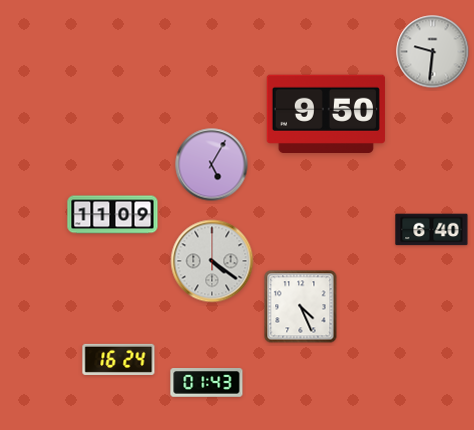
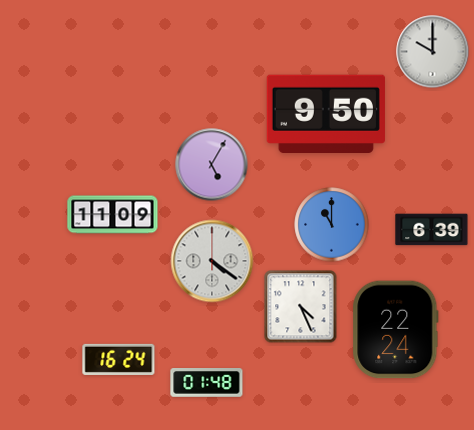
clock at (433, 52): 9:31 -> 10:00
clock at (332, 225): none -> 11:00
clock at (432, 230): 6:40 -> 6:39
clock at (396, 330): none -> 22:24
clock at (207, 383): 01:43 -> 01:48
